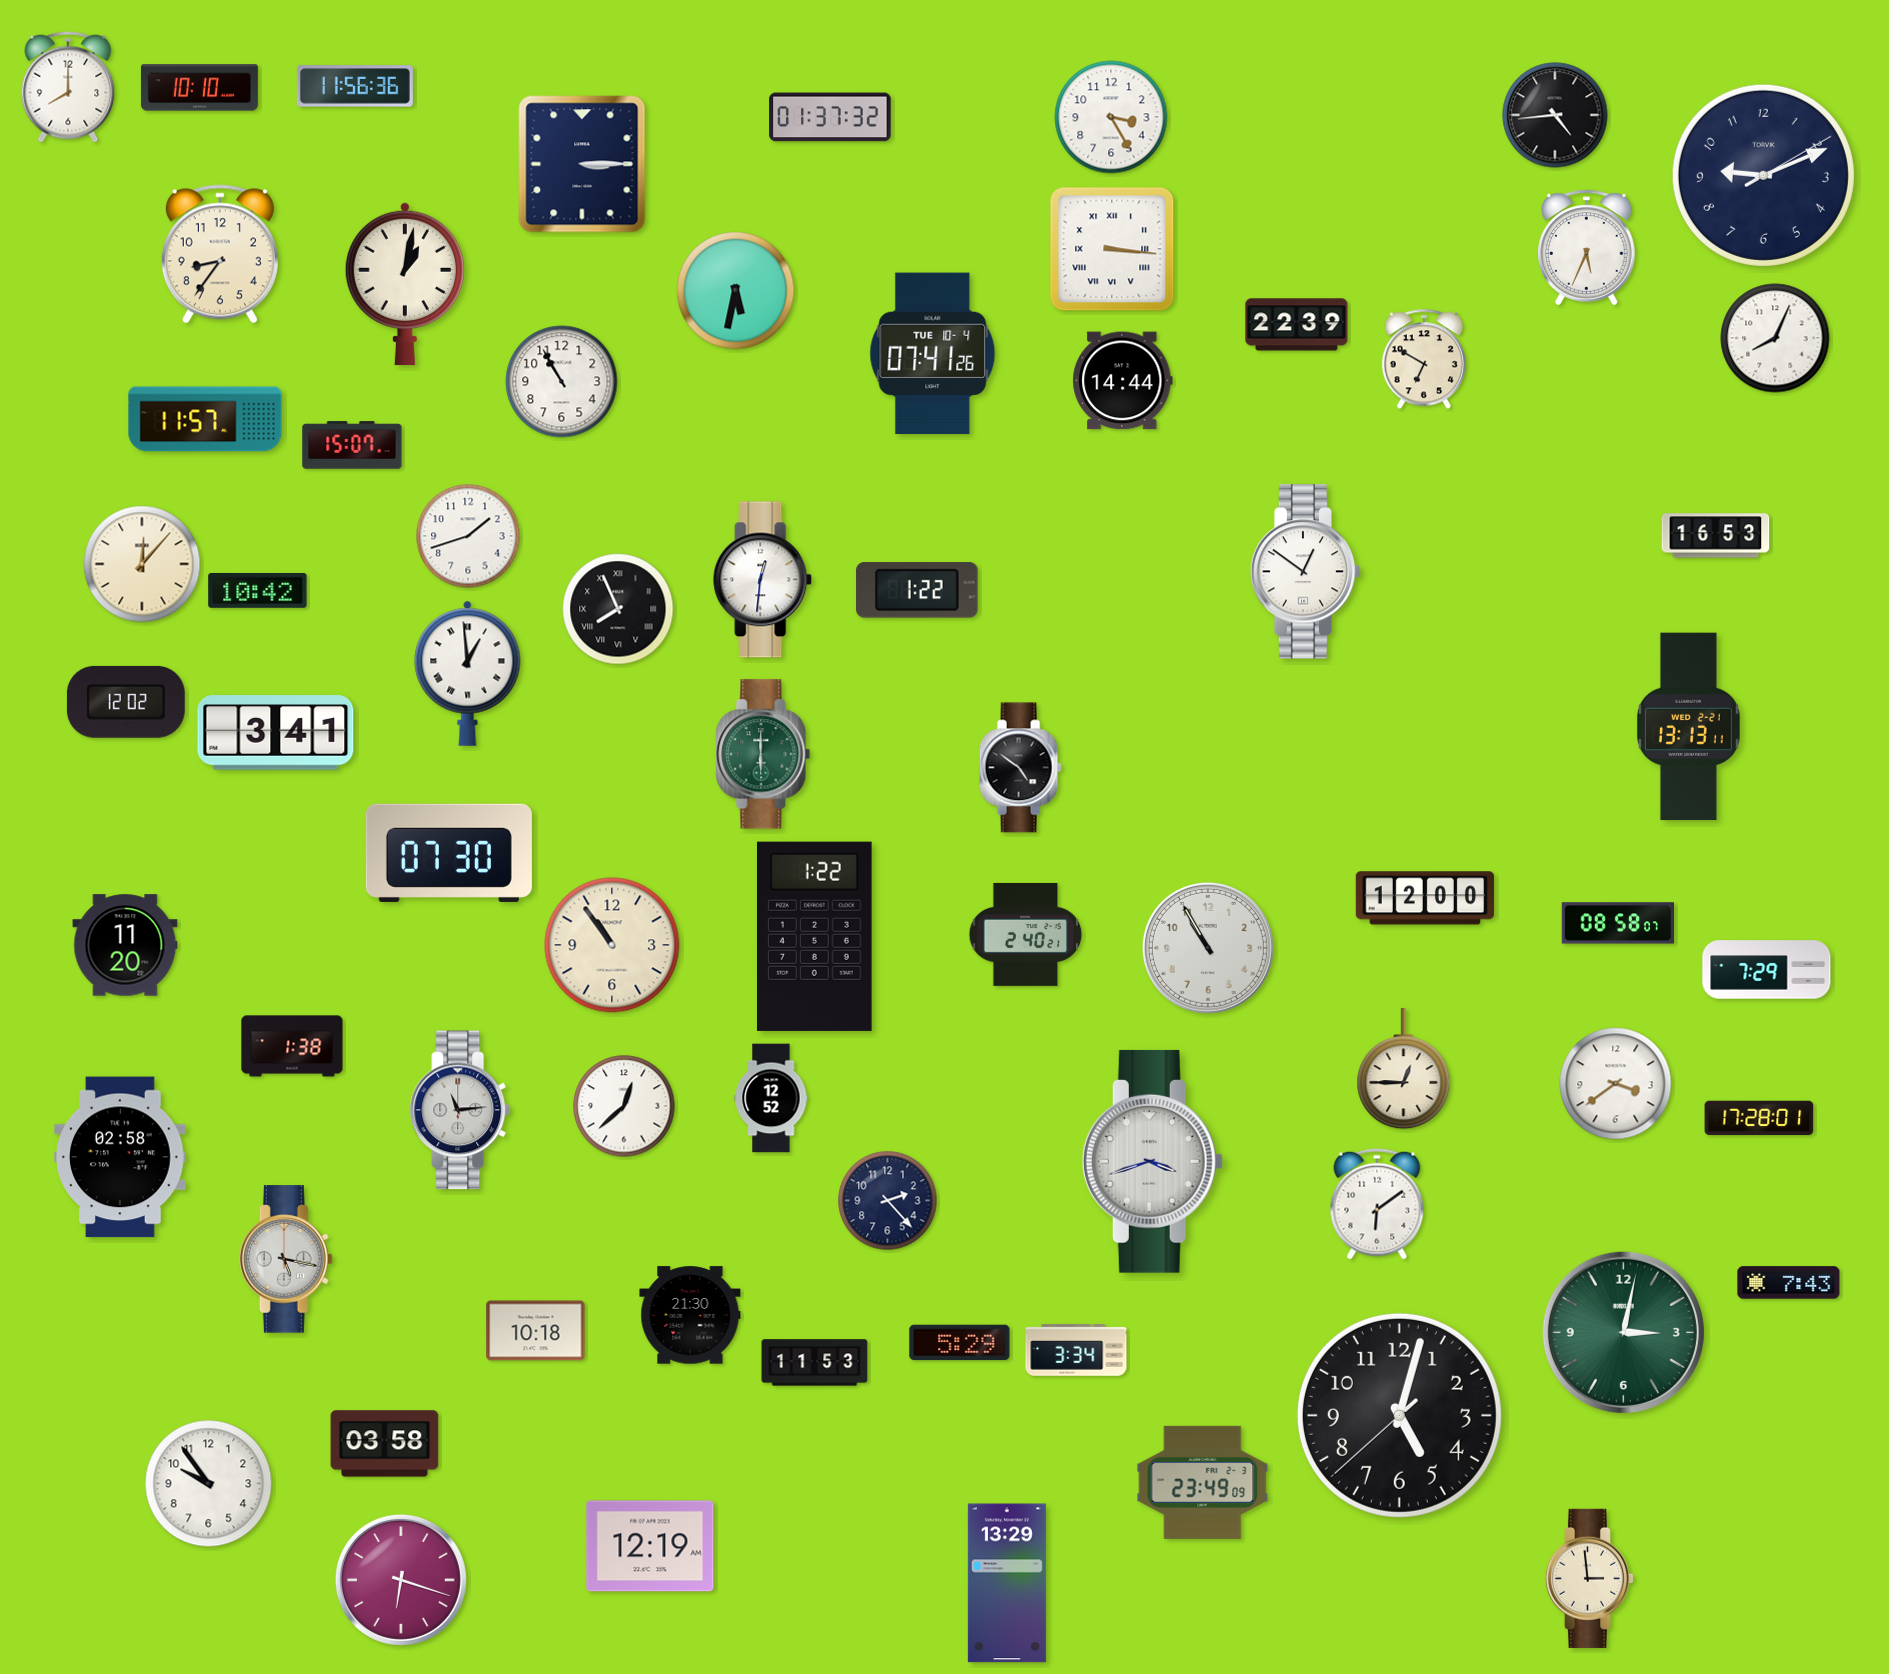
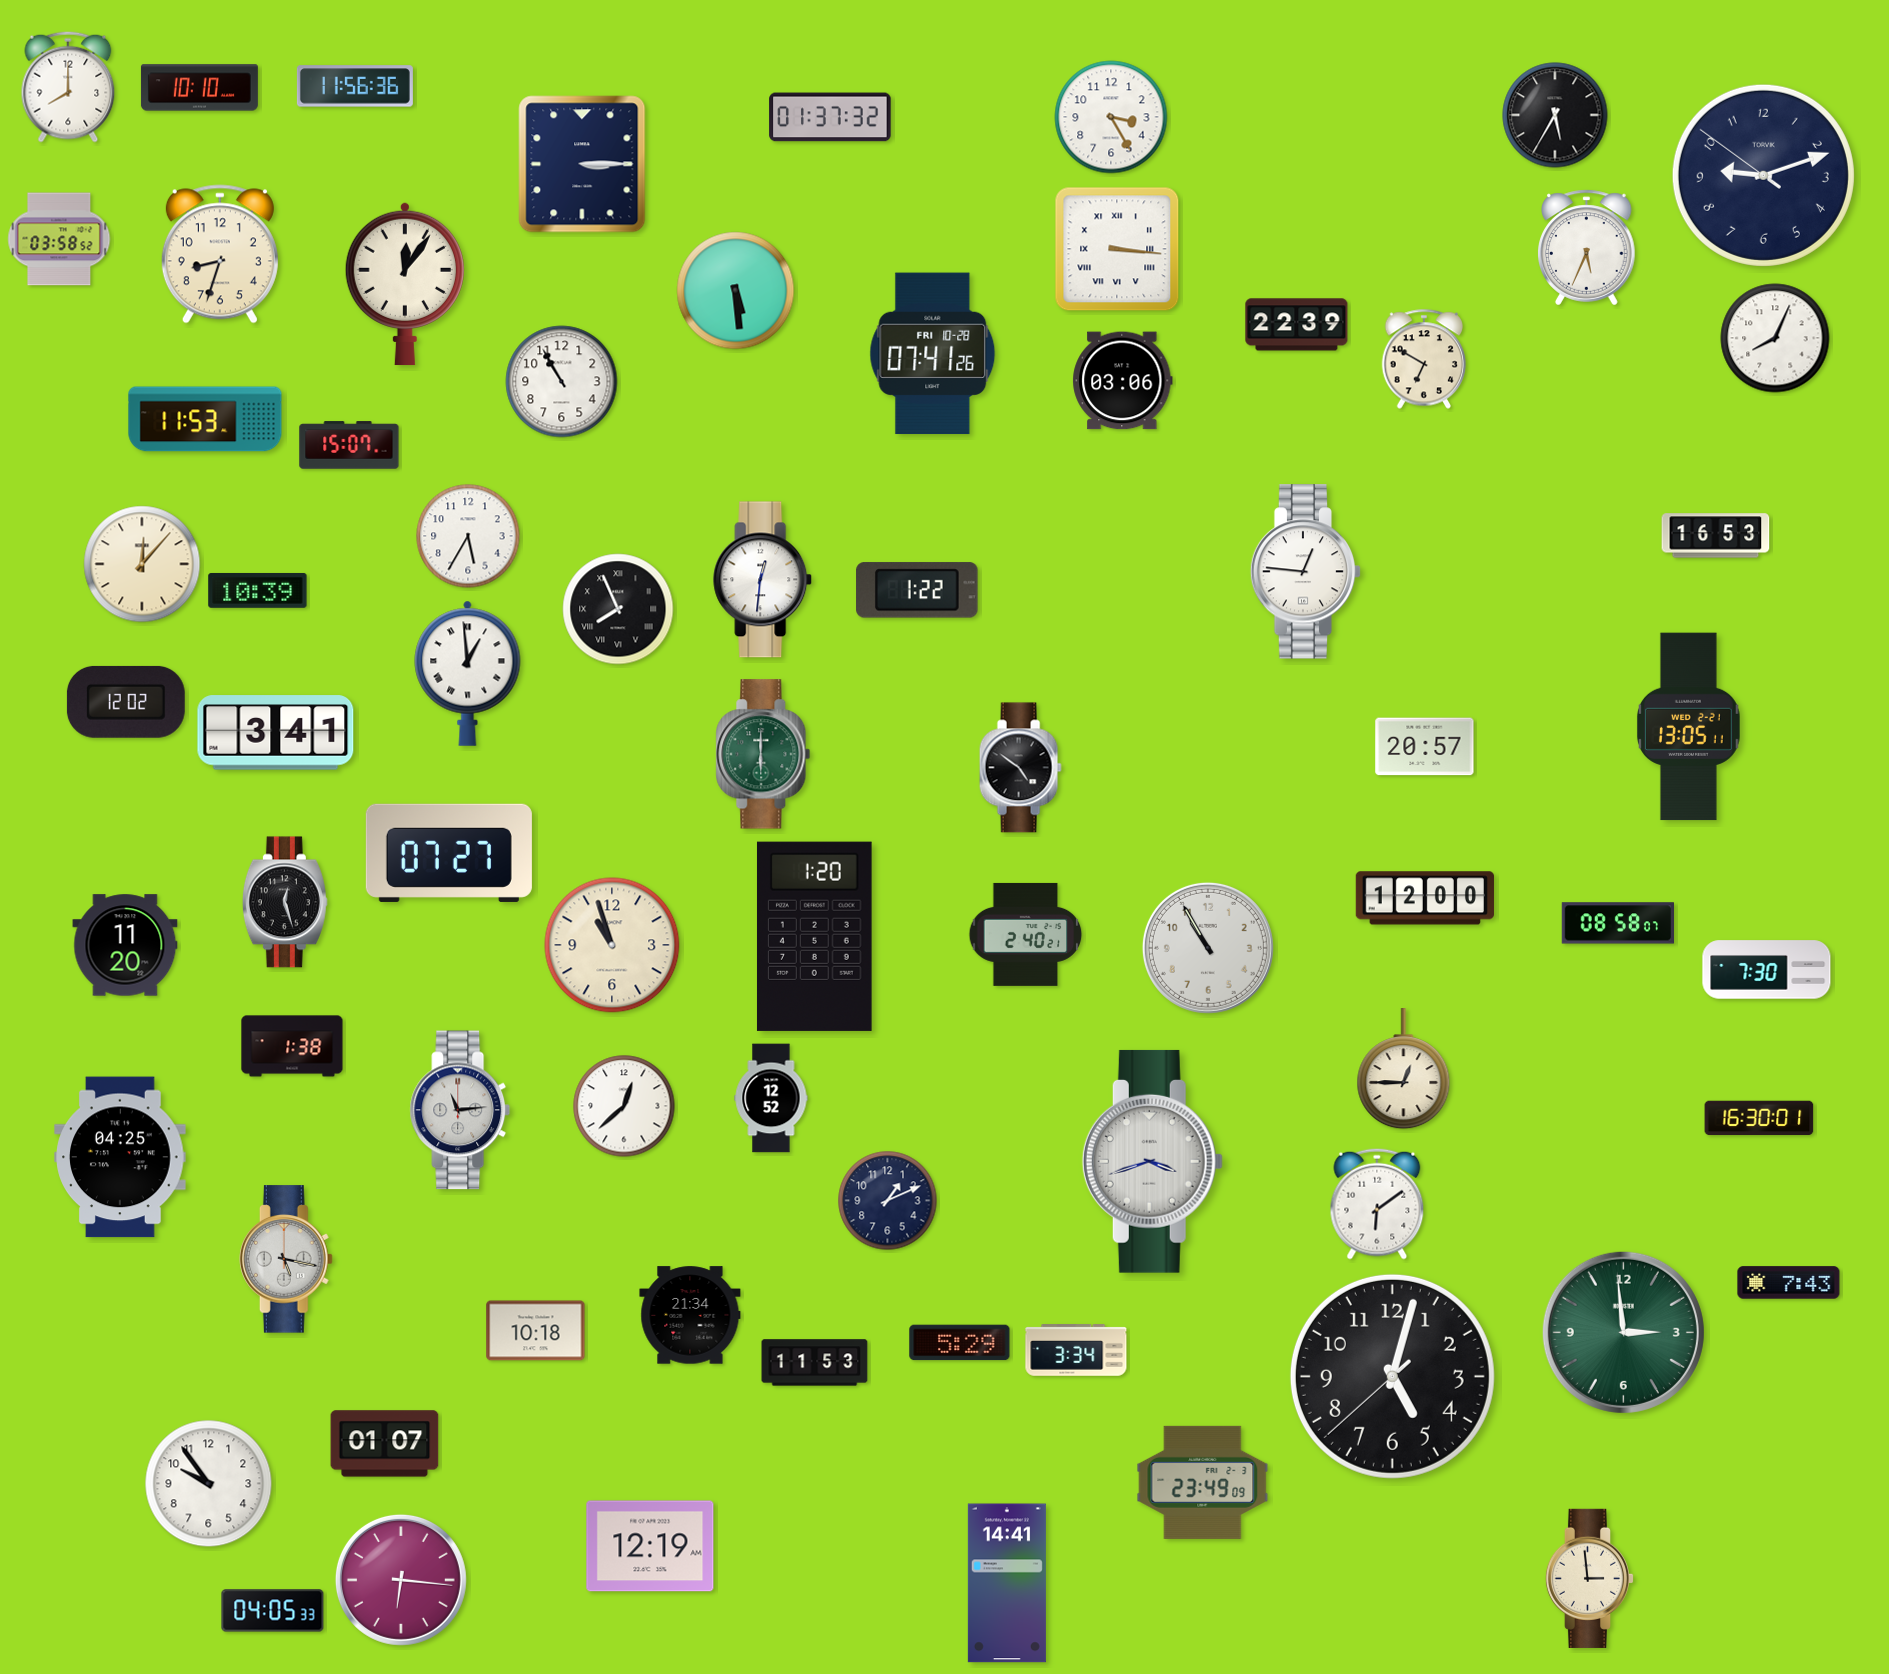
clock at (1555, 115): 4:44 -> 5:35
clock at (1763, 175): 9:11:10 -> 9:11:51
clock at (59, 239): none -> 03:58
clock at (1112, 249) position: (1112, 249) -> (1117, 249)
clock at (220, 254): 8:36 -> 8:33
clock at (405, 284): 1:02 -> 12:06
clock at (736, 291): 5:32 -> 5:29
clock at (933, 354) date: TUE 10-4 -> FRI 10-28
clock at (1123, 381): 14:44 -> 03:06
clock at (205, 419): 11:57 -> 11:53
clock at (352, 445) position: (352, 445) -> (349, 445)
clock at (468, 536): 1:42 -> 5:35
clock at (1306, 572): 12:51 -> 12:46
clock at (258, 591): 10:42 -> 10:39
clock at (1688, 727): 13:13 -> 13:05
clock at (1425, 747): none -> 20:57
clock at (449, 853): 07:30 -> 07:27
clock at (285, 902): none -> 12:27
clock at (814, 936): 1:22 -> 1:20
clock at (612, 945): 10:54 -> 10:57
clock at (1767, 970): 7:29 -> 7:30
clock at (1616, 1084): 3:39 -> none
clock at (1759, 1118): 17:28 -> 16:30
clock at (120, 1157): 02:58 -> 04:25
clock at (888, 1201): 2:23 -> 1:11
clock at (690, 1315): 21:30 -> 21:34
clock at (1623, 1332): 3:02 -> 2:59
clock at (1399, 1415) position: (1399, 1415) -> (1392, 1376)
clock at (385, 1444): 03:58 -> 01:07
clock at (401, 1580): 6:18 -> 6:16
clock at (1007, 1583): 13:29 -> 14:41
clock at (273, 1611): none -> 04:05
